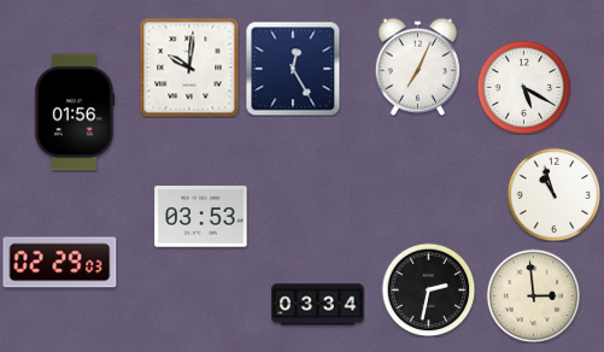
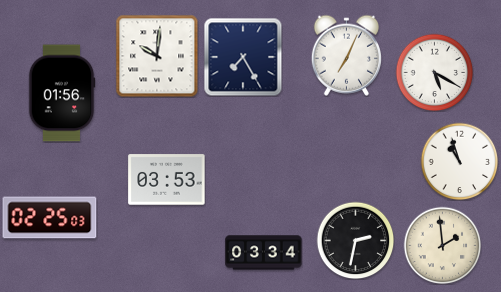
clock at (293, 69): 12:25 -> 7:25
clock at (60, 263): 02:29 -> 02:25
clock at (533, 295): 2:59 -> 1:59
